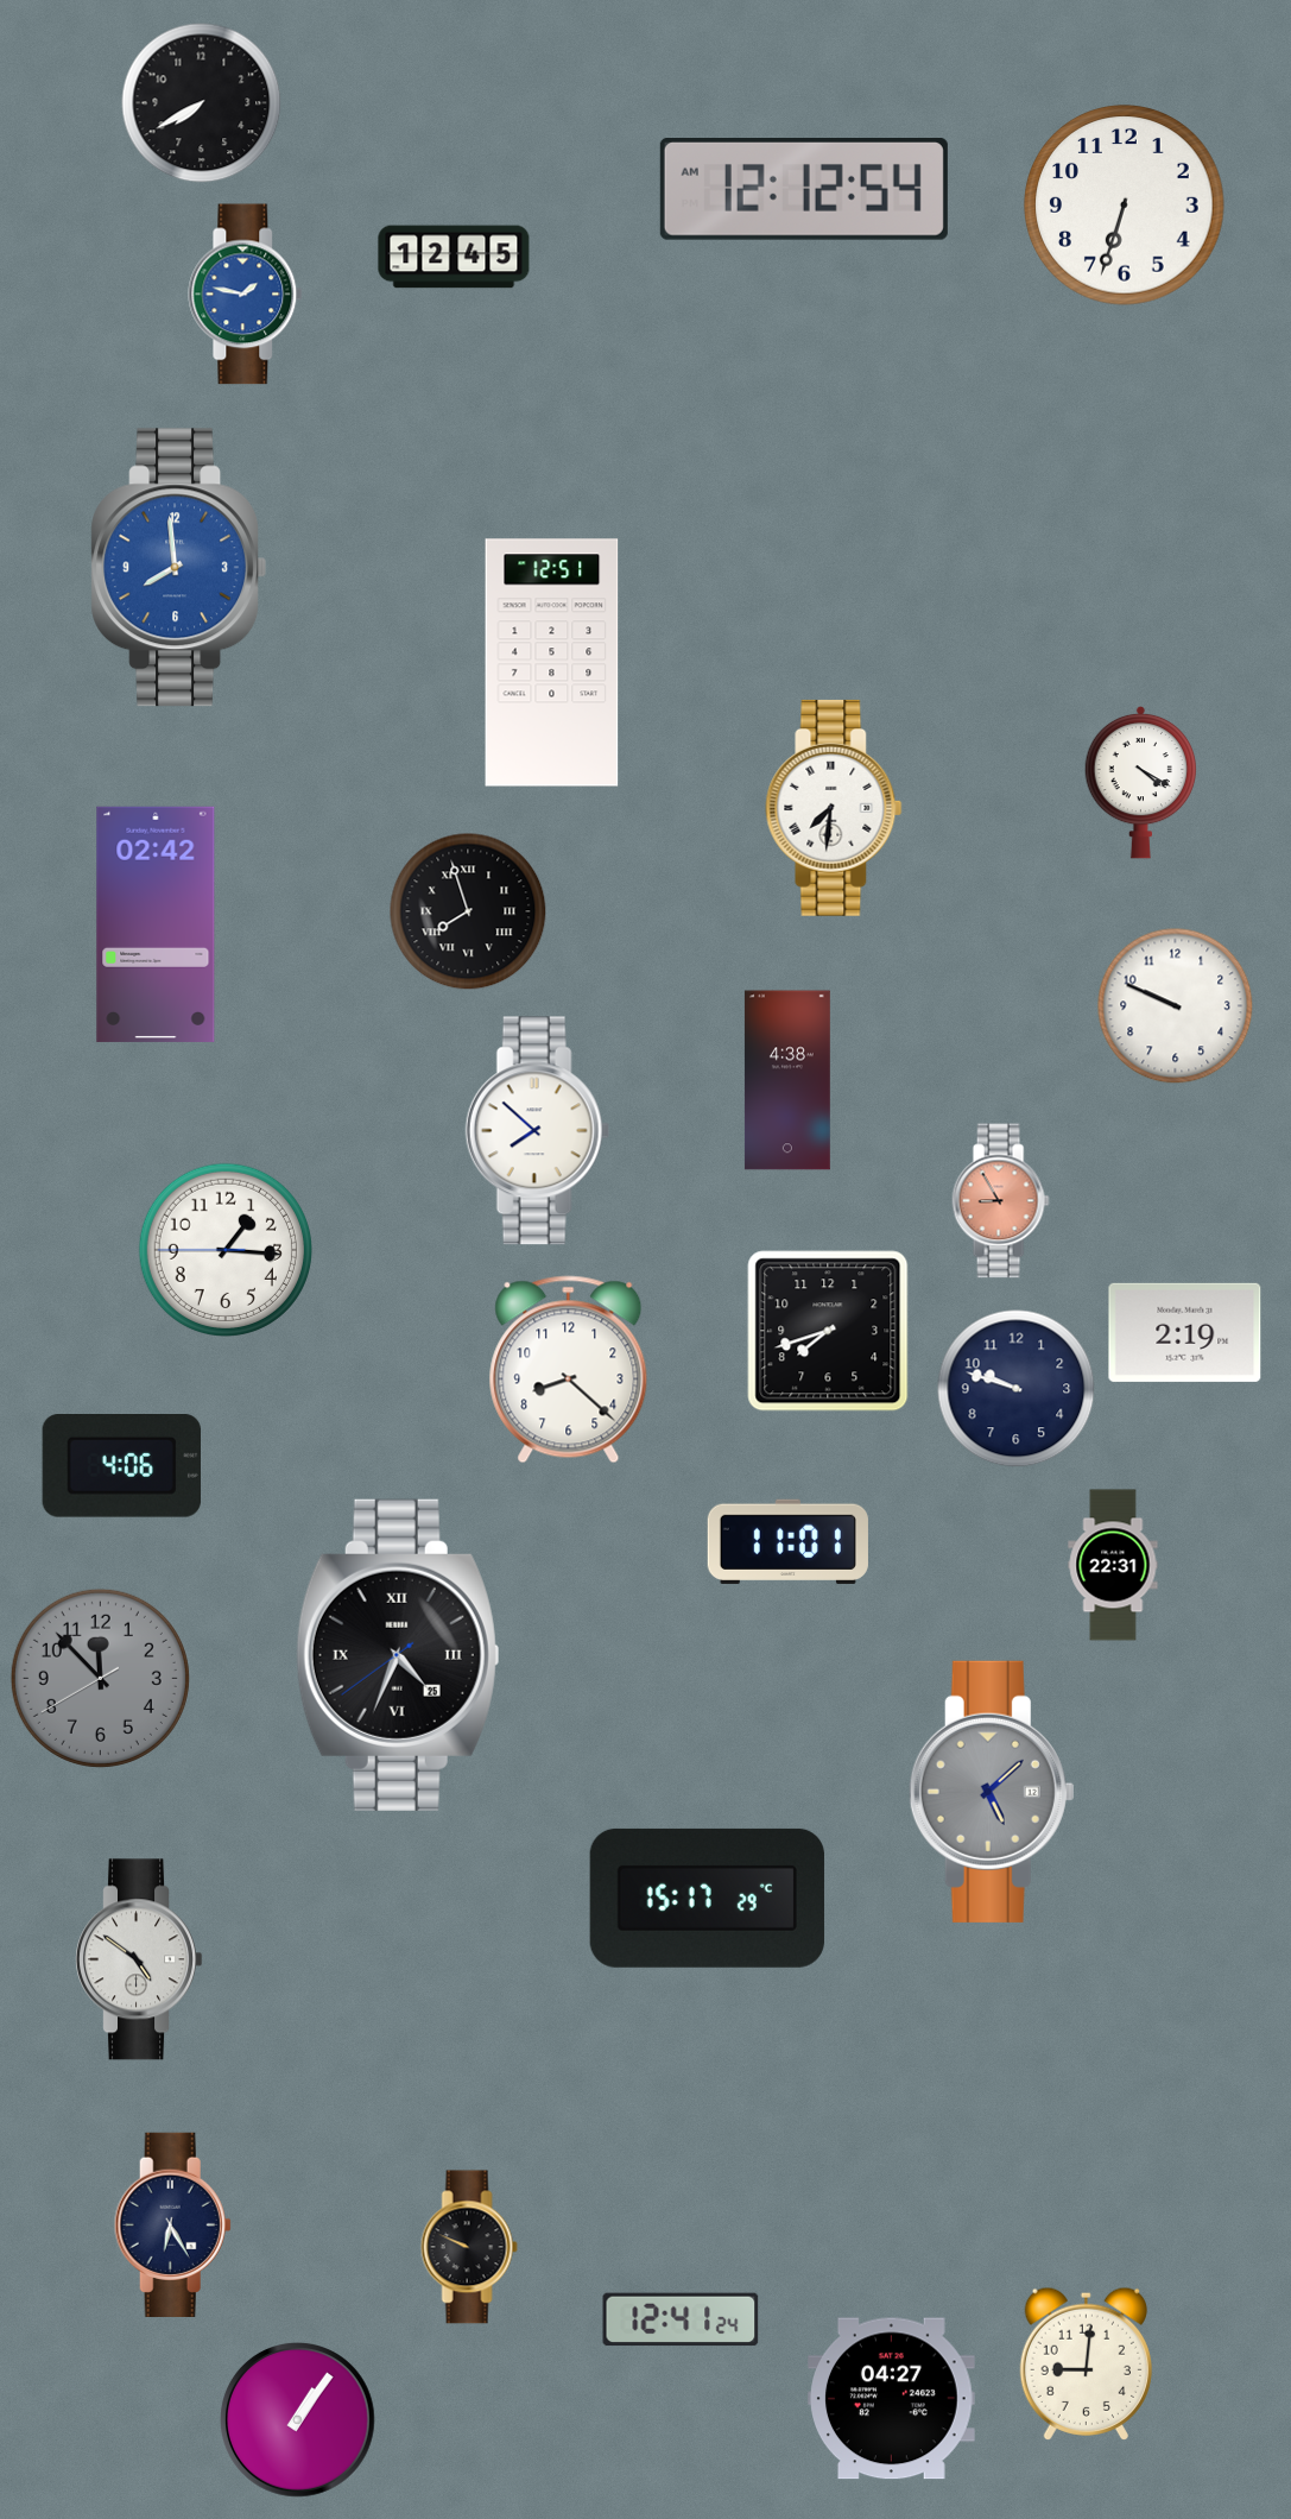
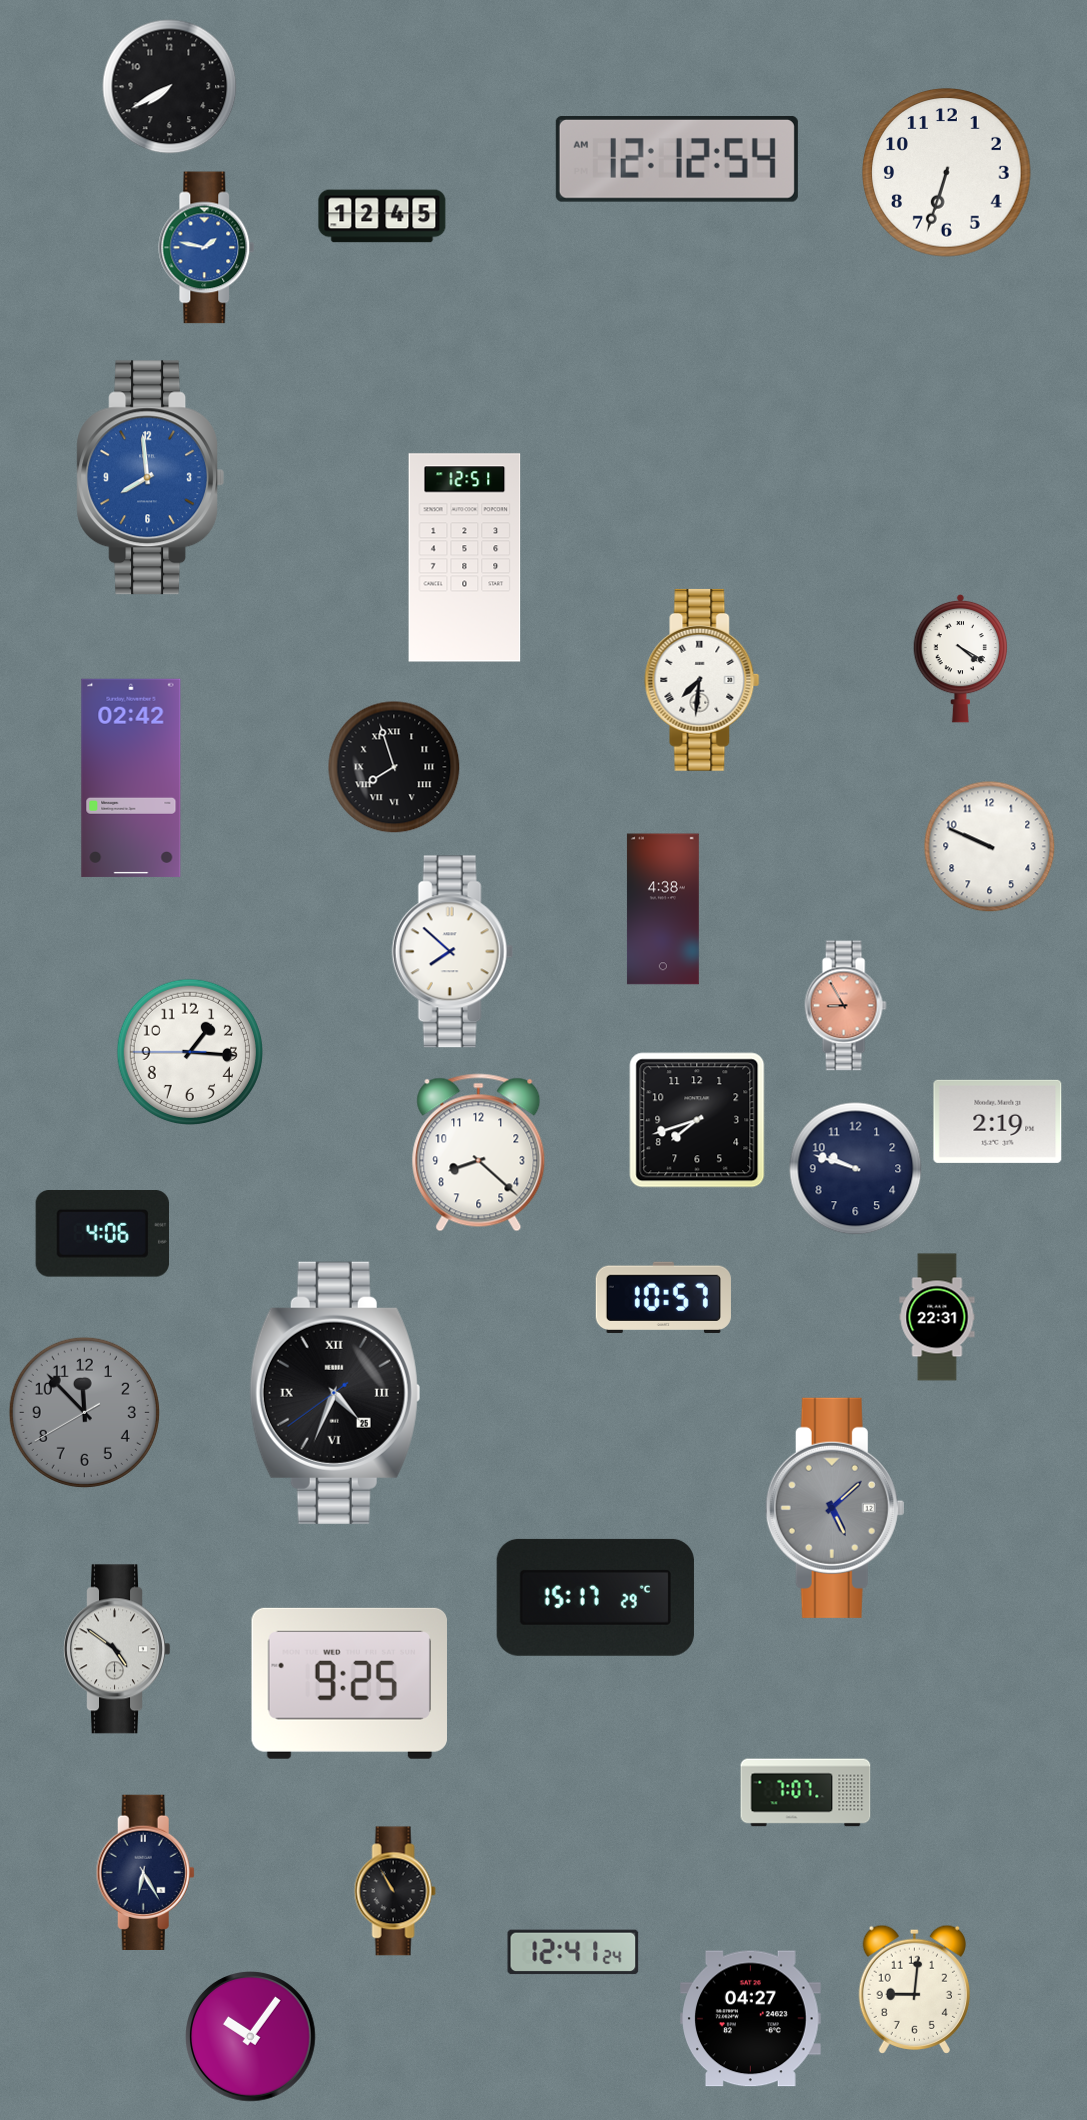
clock at (1000, 1201) position: (1000, 1201) -> (845, 1006)
clock at (787, 1541): 11:01 -> 10:57
clock at (349, 1683): none -> 9:25
clock at (806, 1793): none -> 7:07
clock at (469, 2247): 9:49 -> 10:55
clock at (298, 2420): 1:06 -> 10:06
